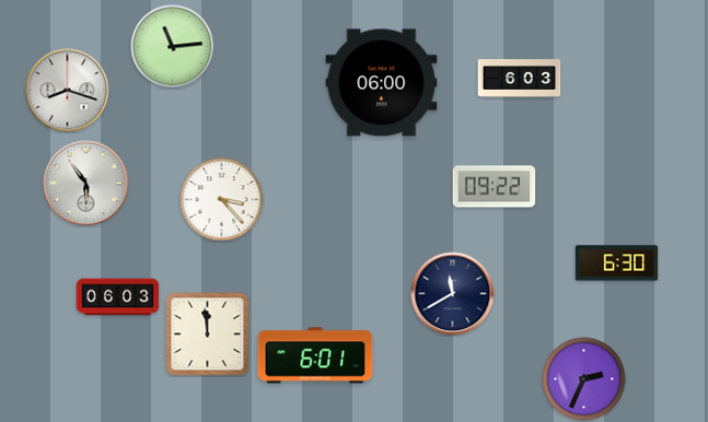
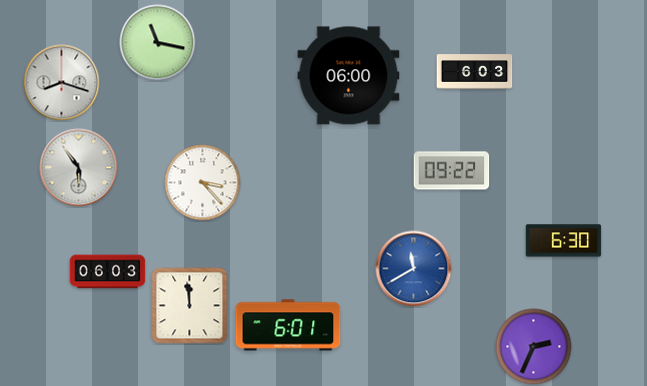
clock at (173, 47): 11:14 -> 11:17
clock at (453, 294) dial: navy -> blue
